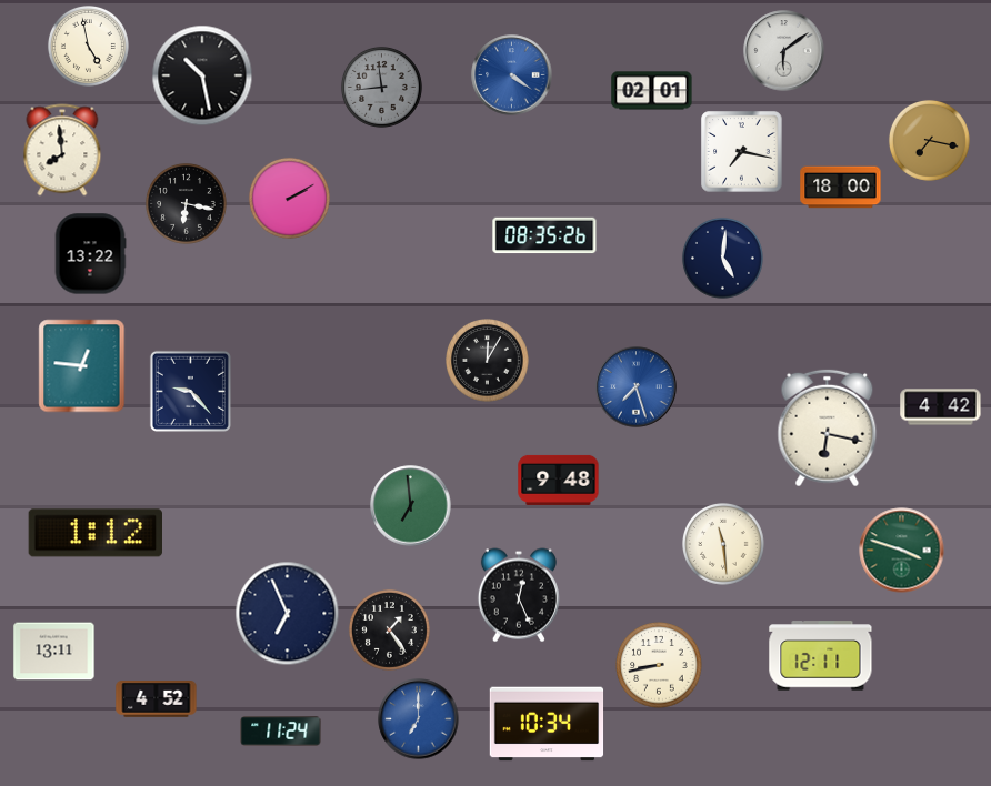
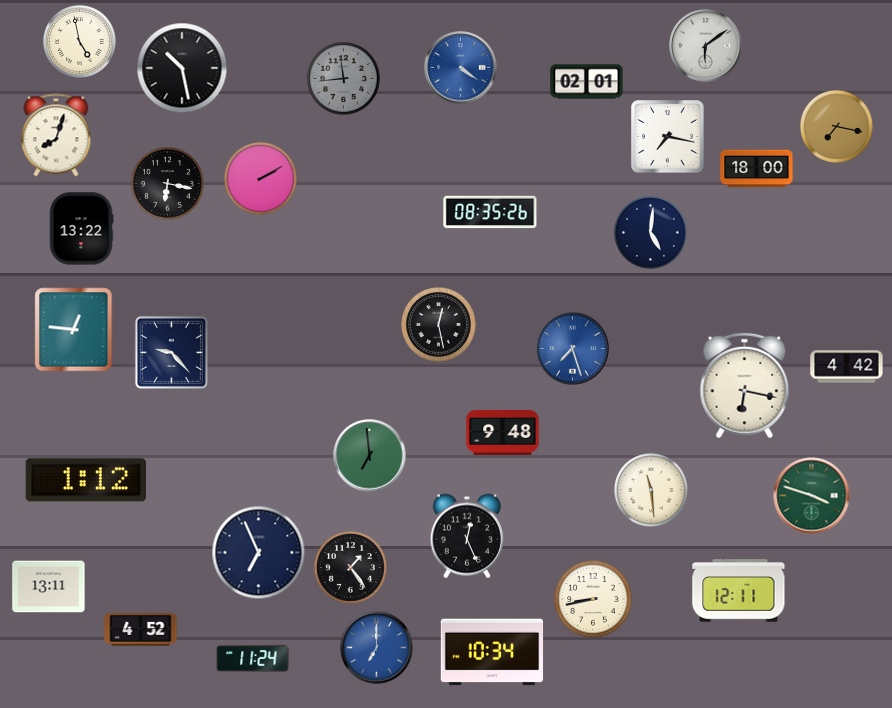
clock at (62, 150): 7:59 -> 8:03
clock at (488, 361): 12:05 -> 12:28
